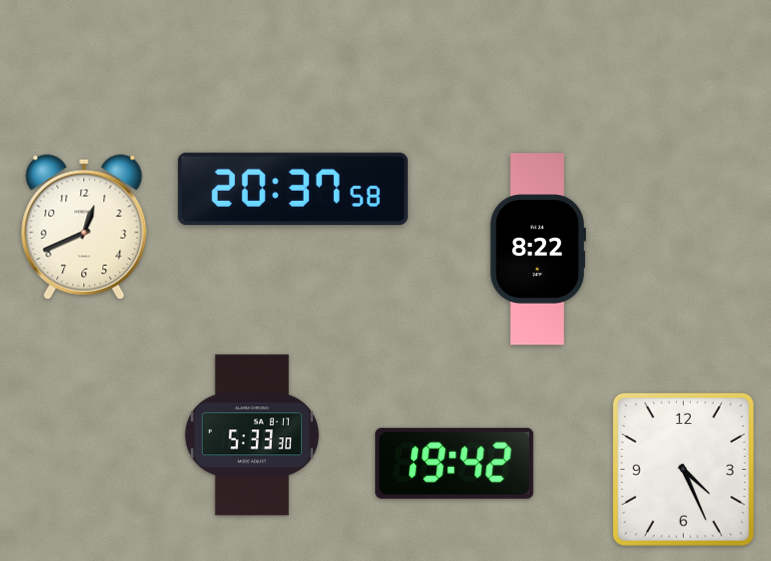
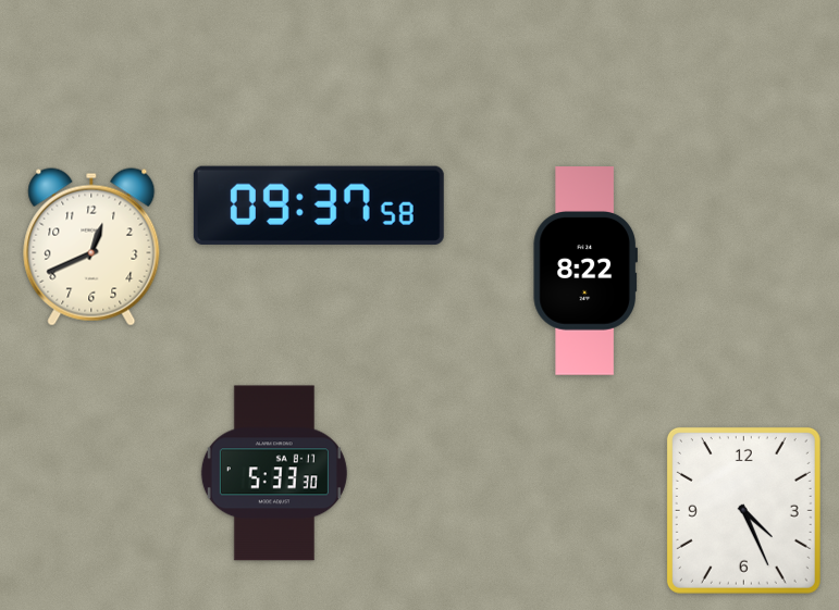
clock at (293, 189): 20:37 -> 09:37
clock at (455, 463): 19:42 -> none
